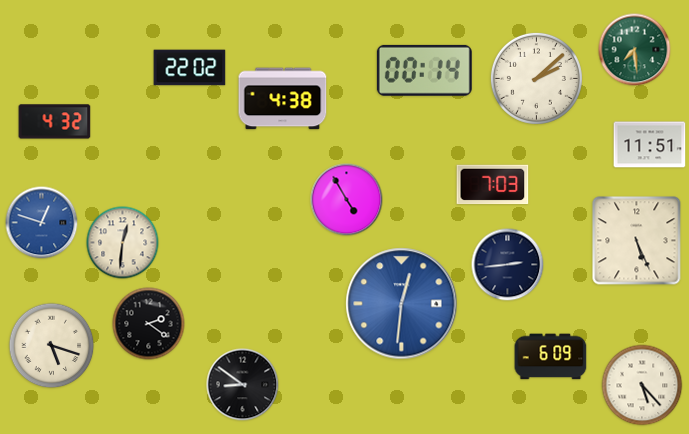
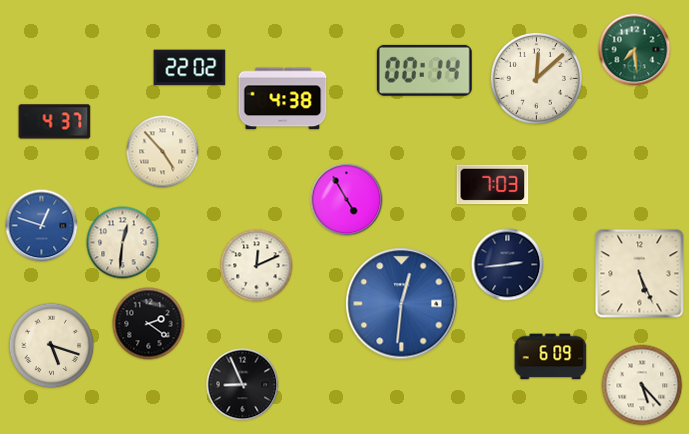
clock at (536, 78): 2:08 -> 12:08
clock at (55, 122): 4:32 -> 4:37
clock at (650, 145): 11:51 -> none
clock at (163, 152): none -> 4:53
clock at (42, 223) position: (42, 223) -> (42, 226)
clock at (637, 241) position: (637, 241) -> (640, 274)
clock at (257, 266): none -> 12:11
clock at (243, 385): 8:51 -> 8:56
